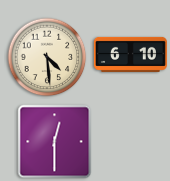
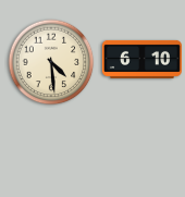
clock at (55, 142): 12:30 -> none
